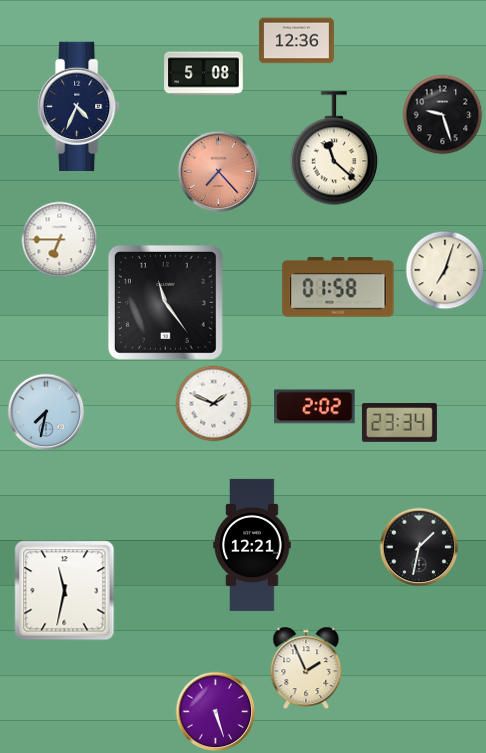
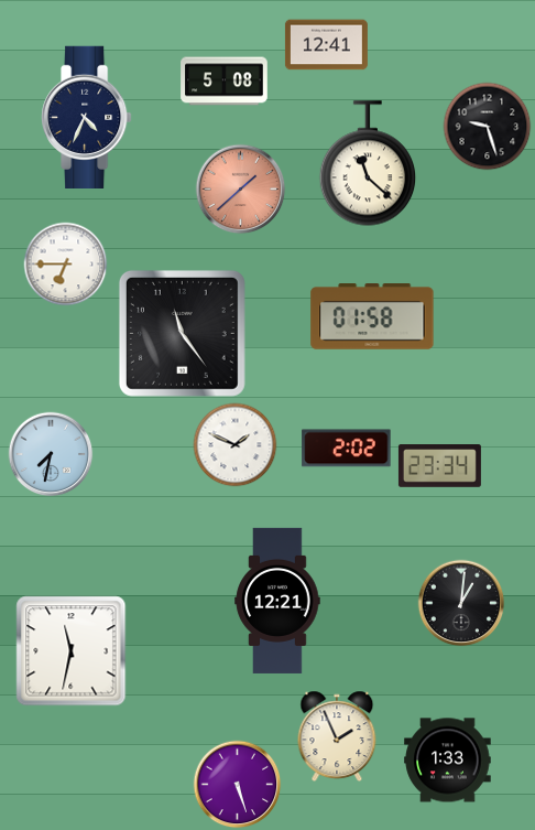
clock at (296, 41): 12:36 -> 12:41
clock at (219, 172): 7:23 -> 1:38
clock at (445, 270): 7:03 -> none
clock at (419, 547): 1:32 -> 1:01
clock at (448, 761): none -> 1:33
